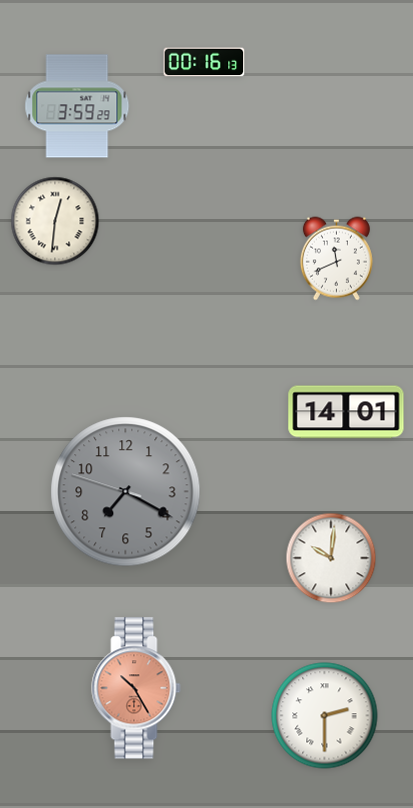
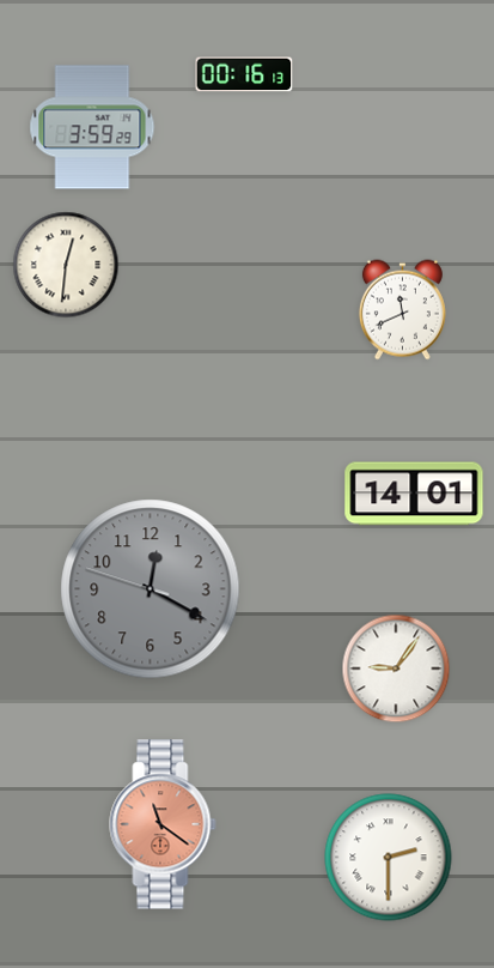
clock at (126, 492): 7:19 -> 12:19
clock at (331, 558): 10:01 -> 9:06
clock at (136, 688): 10:25 -> 11:21
